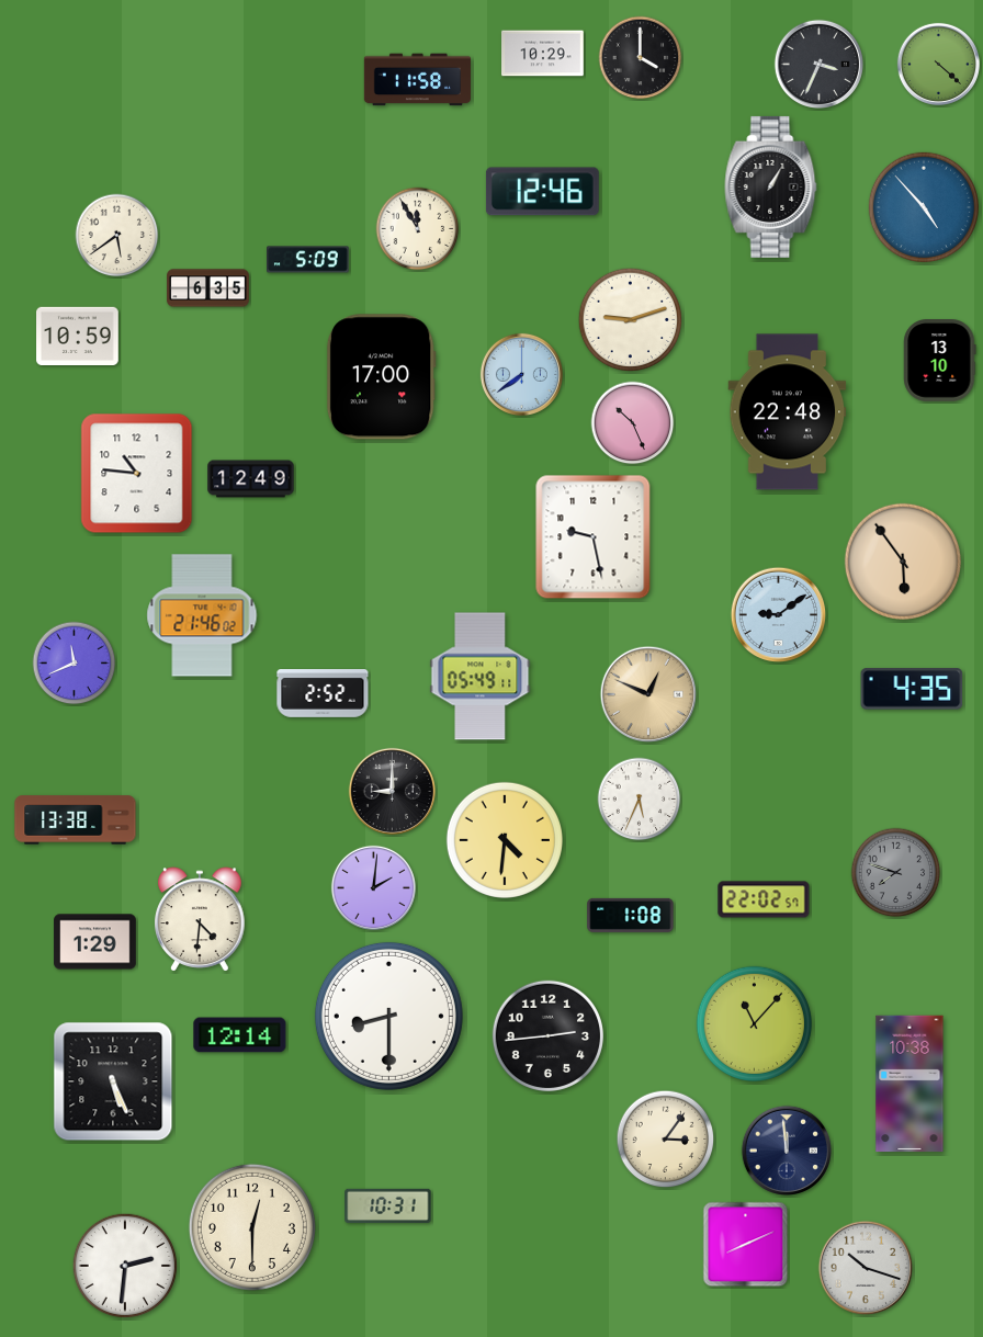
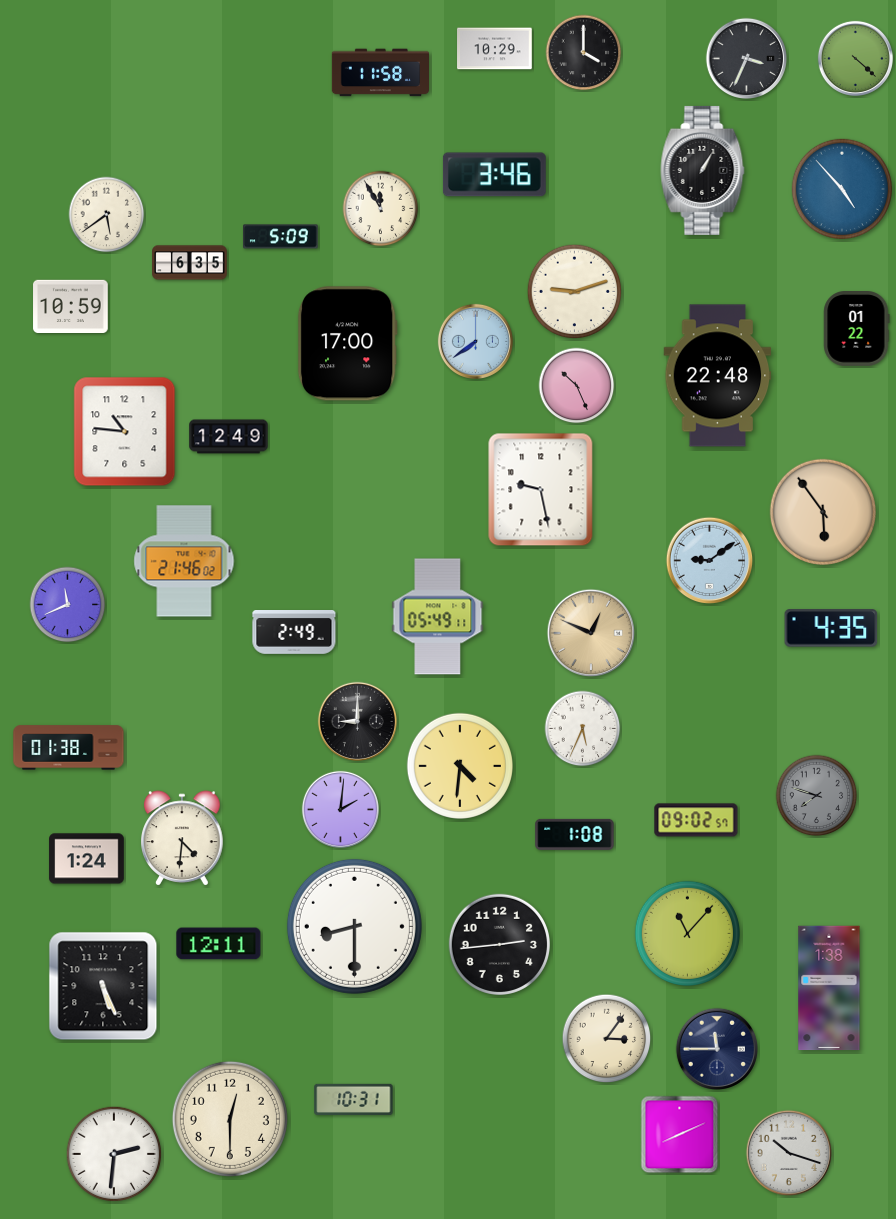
clock at (542, 192): 12:46 -> 3:46
clock at (940, 361): 13:10 -> 01:22
clock at (323, 694): 2:52 -> 2:49
clock at (76, 820): 13:38 -> 01:38
clock at (764, 899): 22:02 -> 09:02
clock at (95, 942): 1:29 -> 1:24
clock at (240, 1035): 12:14 -> 12:11
clock at (909, 1084): 10:38 -> 1:38
clock at (786, 1149): 11:59 -> 11:45
clock at (866, 1268) position: (866, 1268) -> (789, 1153)
